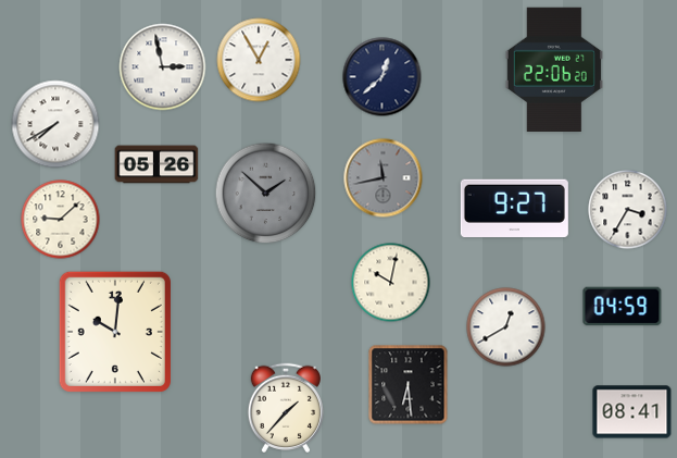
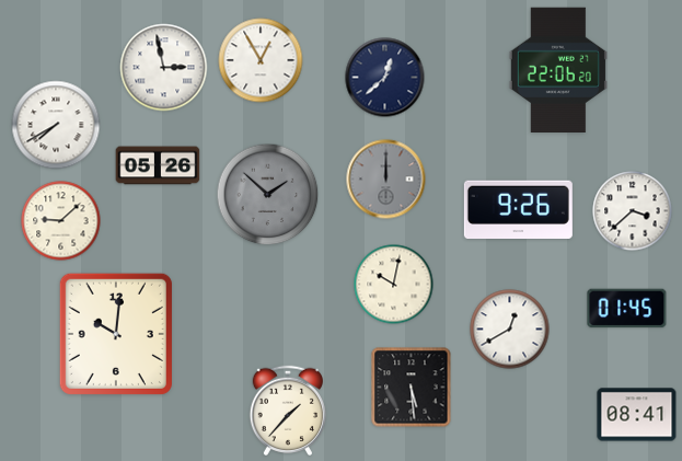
clock at (384, 178): 11:43 -> 12:00
clock at (514, 208): 9:27 -> 9:26
clock at (628, 210): 3:35 -> 3:38
clock at (623, 307): 04:59 -> 01:45
clock at (409, 385): 6:29 -> 5:29
